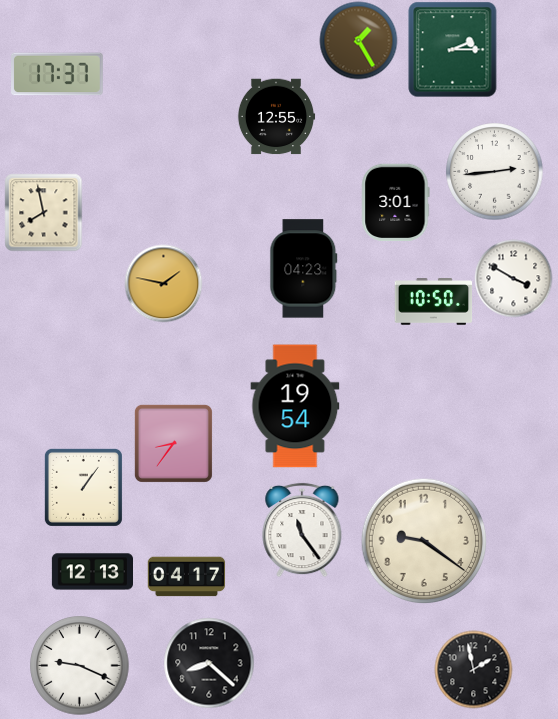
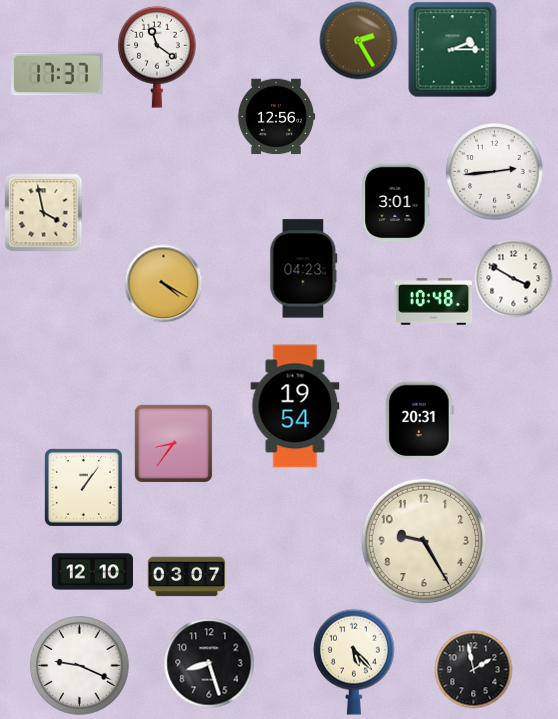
clock at (358, 40): 1:25 -> 2:25
clock at (158, 57): none -> 11:21
clock at (276, 117): 12:55 -> 12:56
clock at (43, 212): 7:58 -> 3:58
clock at (163, 283): 1:47 -> 4:20
clock at (433, 302): 10:50 -> 10:48
clock at (419, 420): none -> 20:31
clock at (302, 530): 11:24 -> none
clock at (424, 541): 9:21 -> 9:25
clock at (92, 572): 12:13 -> 12:10
clock at (186, 577): 04:17 -> 03:07
clock at (354, 662): none -> 5:23
clock at (209, 663): 8:22 -> 8:27
